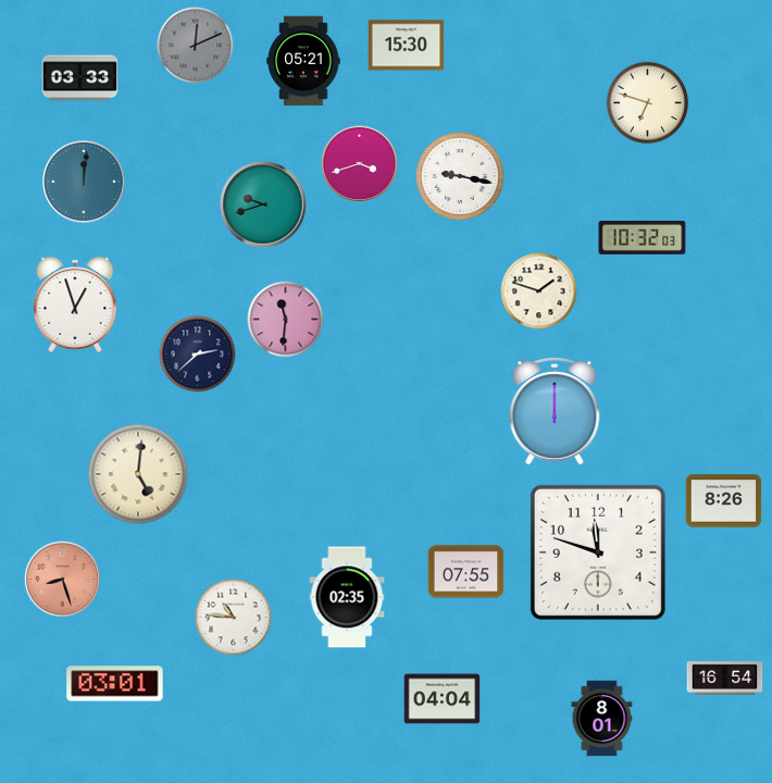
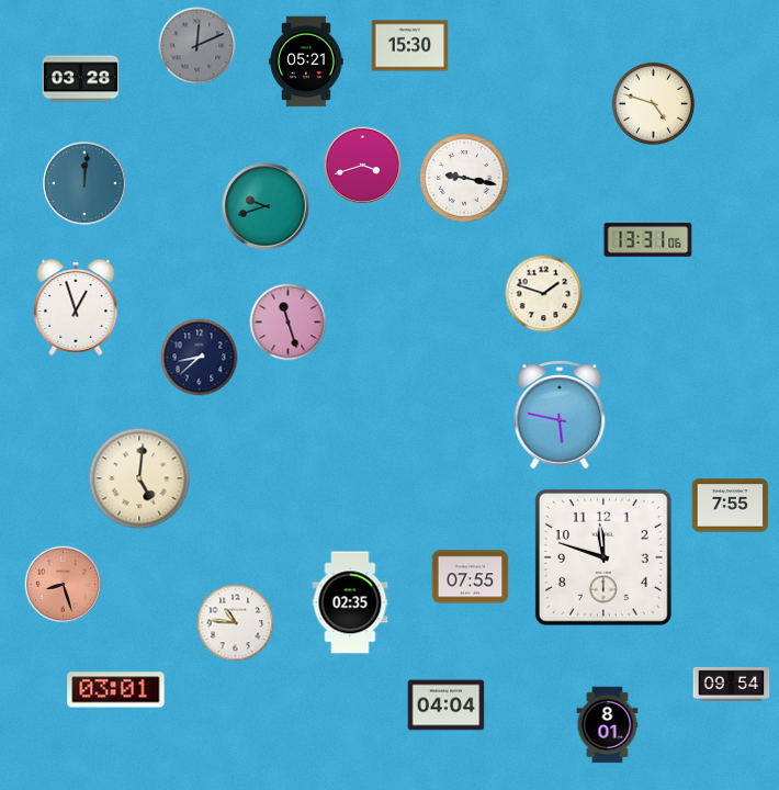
clock at (80, 78): 03:33 -> 03:28
clock at (648, 103): 6:48 -> 4:48
clock at (643, 238): 10:32 -> 13:31
clock at (286, 320): 11:31 -> 11:27
clock at (198, 355): 2:38 -> 8:38
clock at (555, 412): 12:00 -> 5:47
clock at (724, 501): 8:26 -> 7:55
clock at (725, 678): 16:54 -> 09:54
